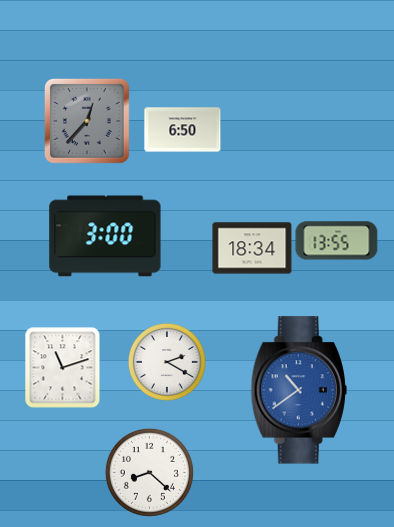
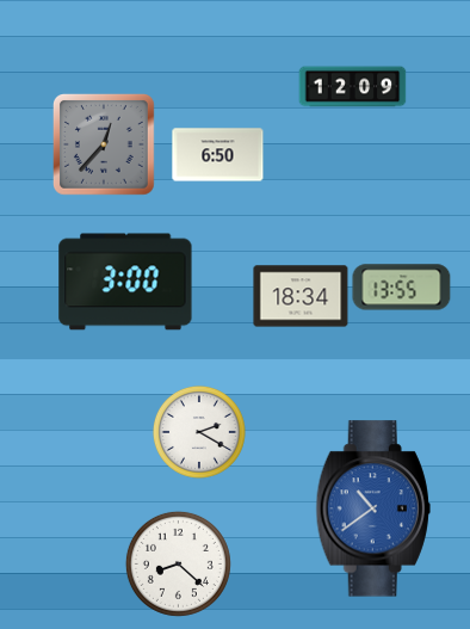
clock at (353, 87): none -> 12:09
clock at (63, 368): 11:12 -> none
clock at (299, 390) position: (299, 390) -> (373, 508)
